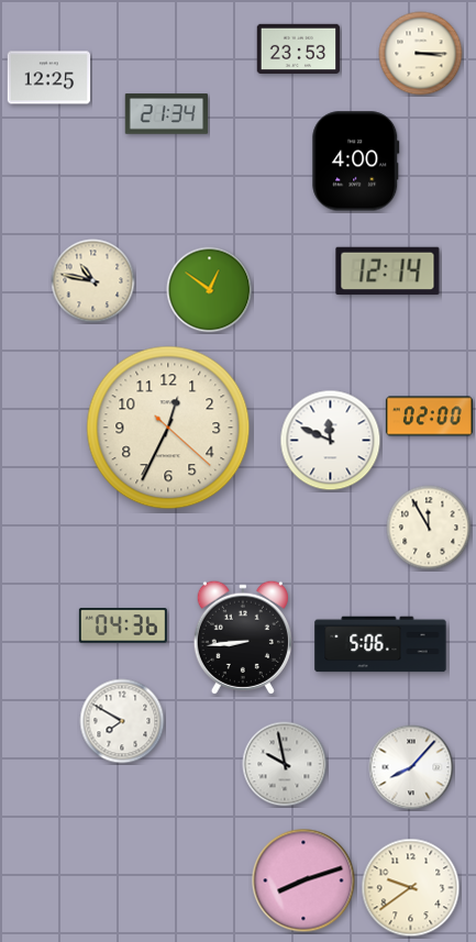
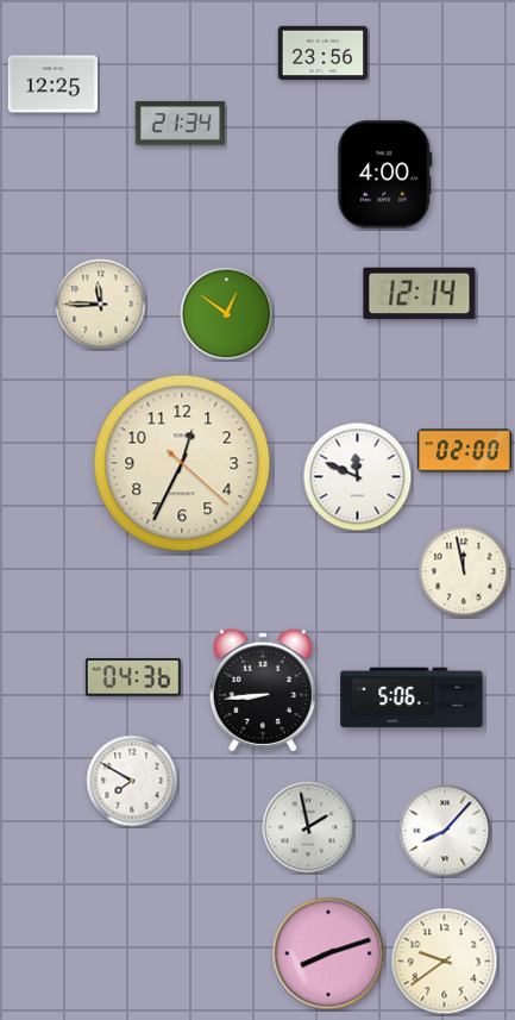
clock at (299, 48): 23:53 -> 23:56
clock at (421, 54): 3:15 -> none
clock at (93, 281): 10:47 -> 11:45
clock at (429, 528): 11:55 -> 11:58
clock at (285, 764): 9:58 -> 1:58
